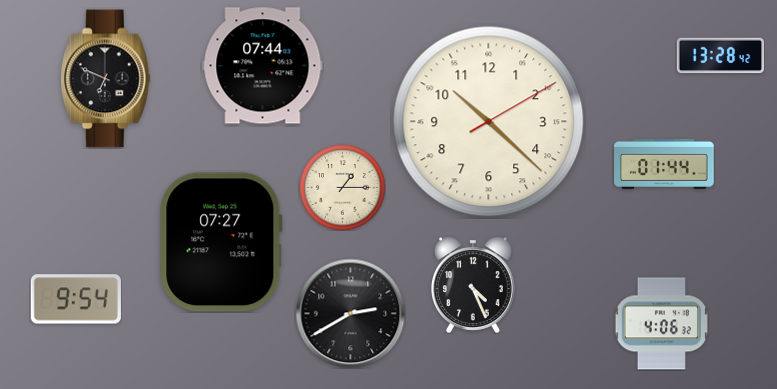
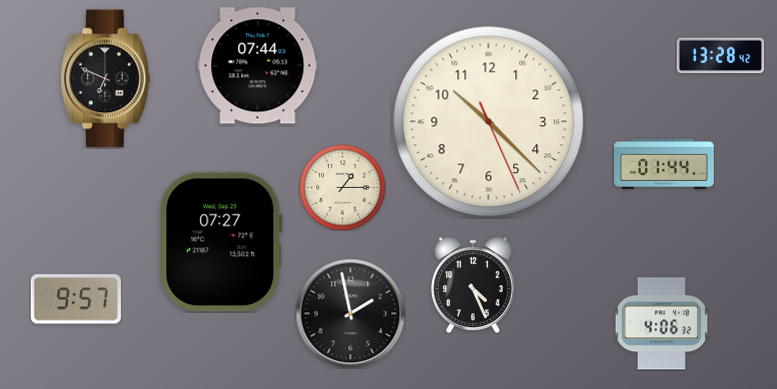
clock at (263, 66) position: (263, 66) -> (258, 66)
clock at (489, 122): 10:22:10 -> 10:22:26
clock at (76, 299): 9:54 -> 9:57
clock at (350, 313): 2:40 -> 1:58
